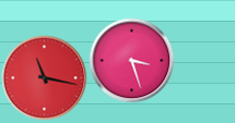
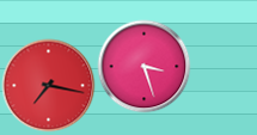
clock at (44, 77): 11:17 -> 7:17
